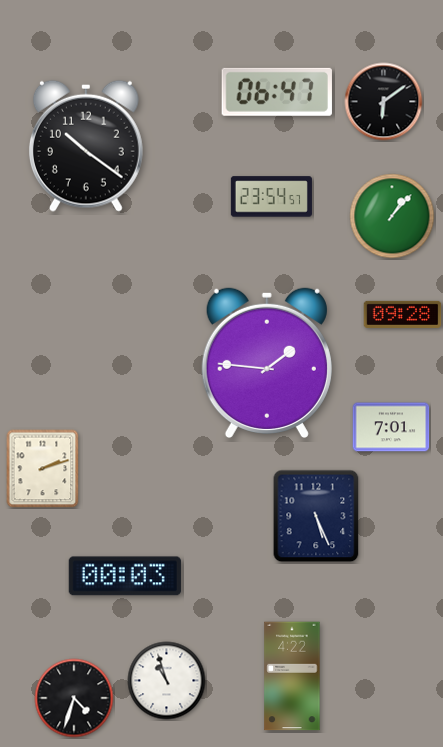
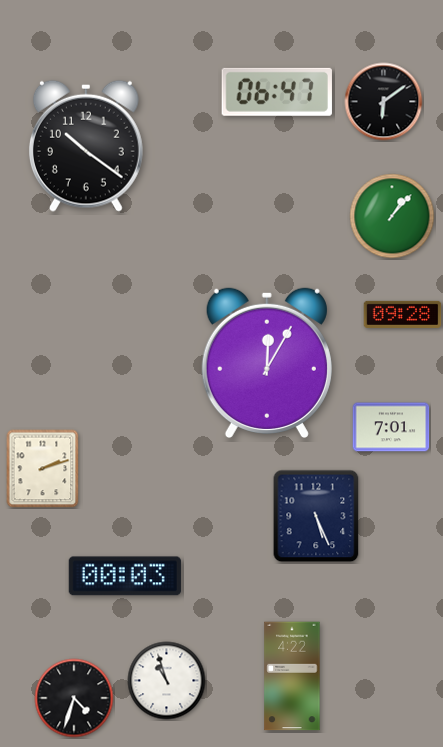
clock at (271, 197): 23:54 -> none
clock at (267, 362): 1:46 -> 12:05
